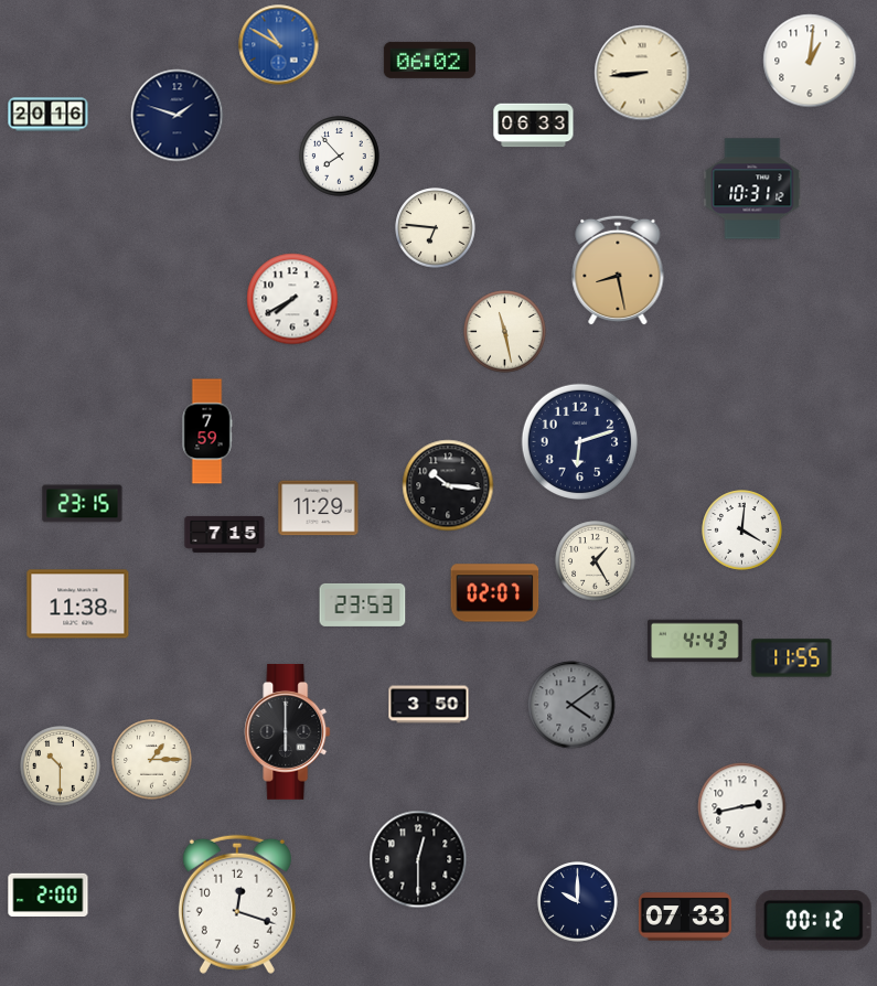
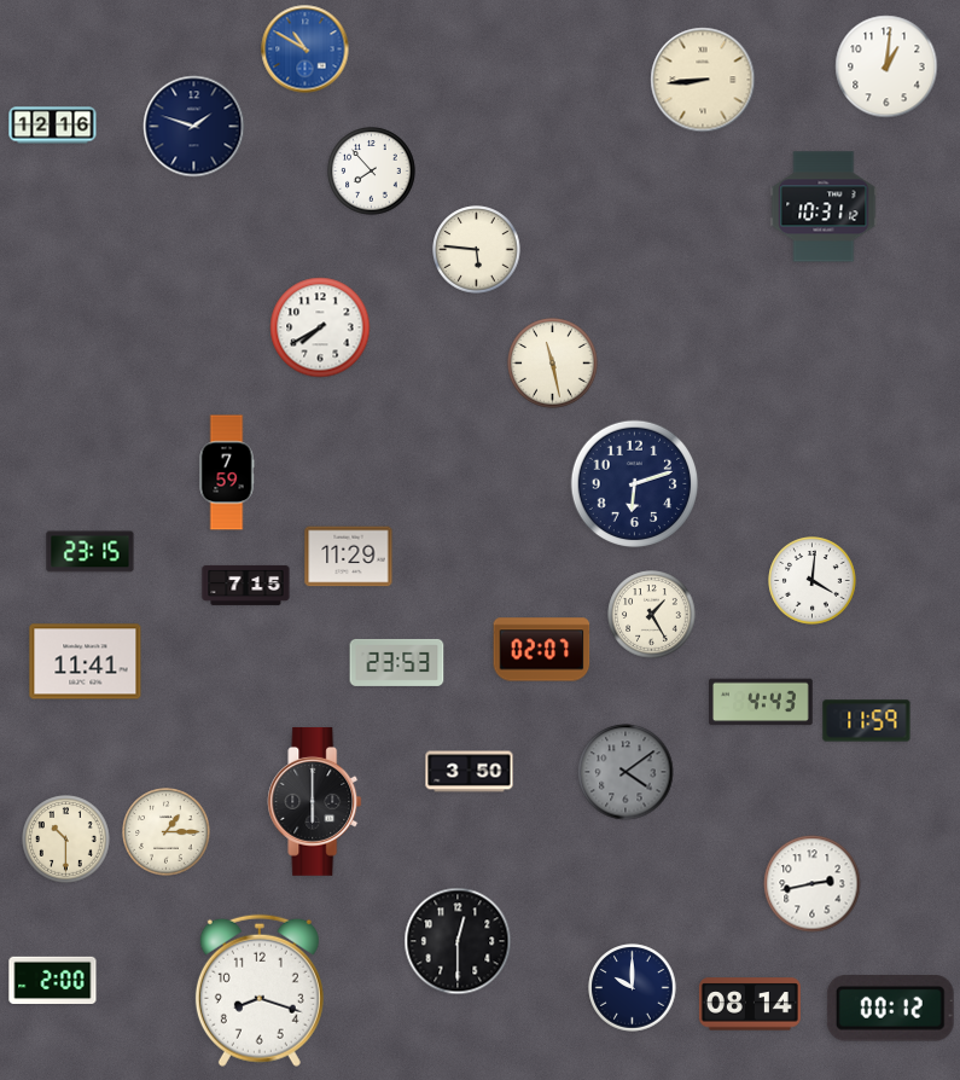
clock at (429, 60): 06:02 -> none
clock at (49, 115): 20:16 -> 12:16
clock at (534, 126): 06:33 -> none
clock at (436, 228): 6:46 -> 5:46
clock at (618, 270): 8:28 -> none
clock at (448, 485): 10:16 -> none
clock at (78, 604): 11:38 -> 11:41
clock at (792, 658): 11:55 -> 11:59
clock at (237, 904): 12:18 -> 8:18
clock at (685, 917): 07:33 -> 08:14
